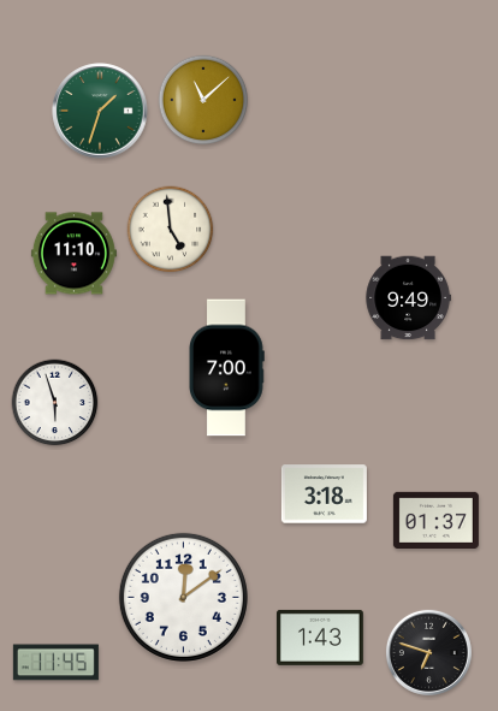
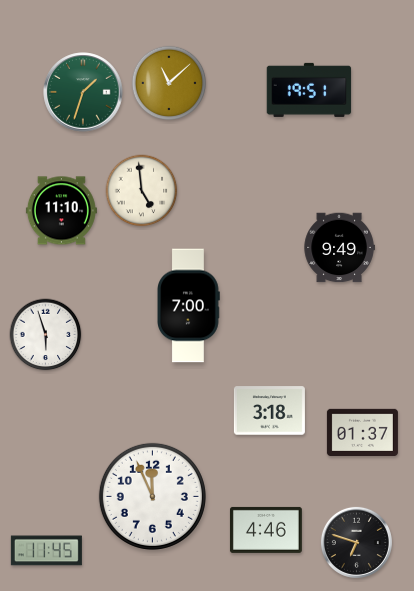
clock at (309, 90): none -> 19:51
clock at (183, 597): 12:09 -> 11:56
clock at (320, 638): 1:43 -> 4:46
